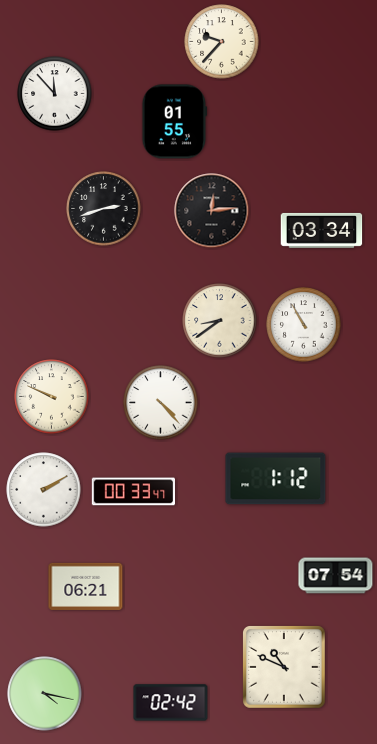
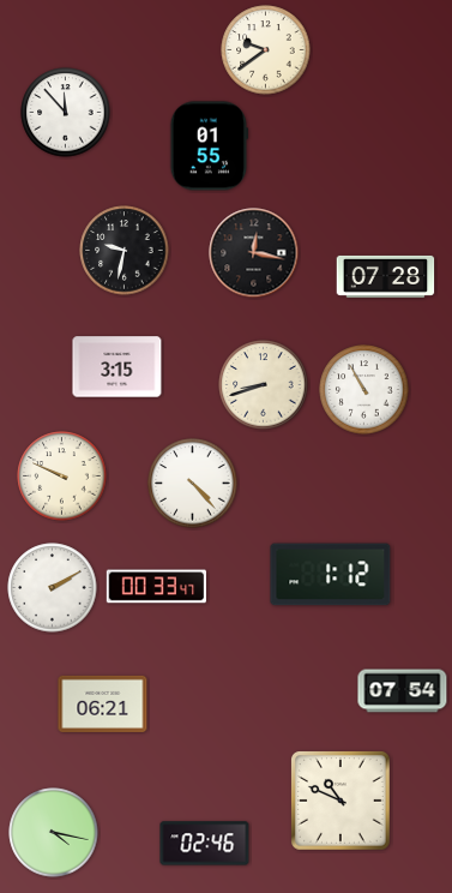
clock at (222, 42): 9:37 -> 9:39
clock at (104, 209): 2:42 -> 9:32
clock at (212, 211): 12:14 -> 12:17
clock at (322, 230): 03:34 -> 07:28
clock at (117, 367): none -> 3:15
clock at (220, 321): 8:39 -> 8:42
clock at (134, 492) position: (134, 492) -> (157, 587)
clock at (171, 703): 02:42 -> 02:46
